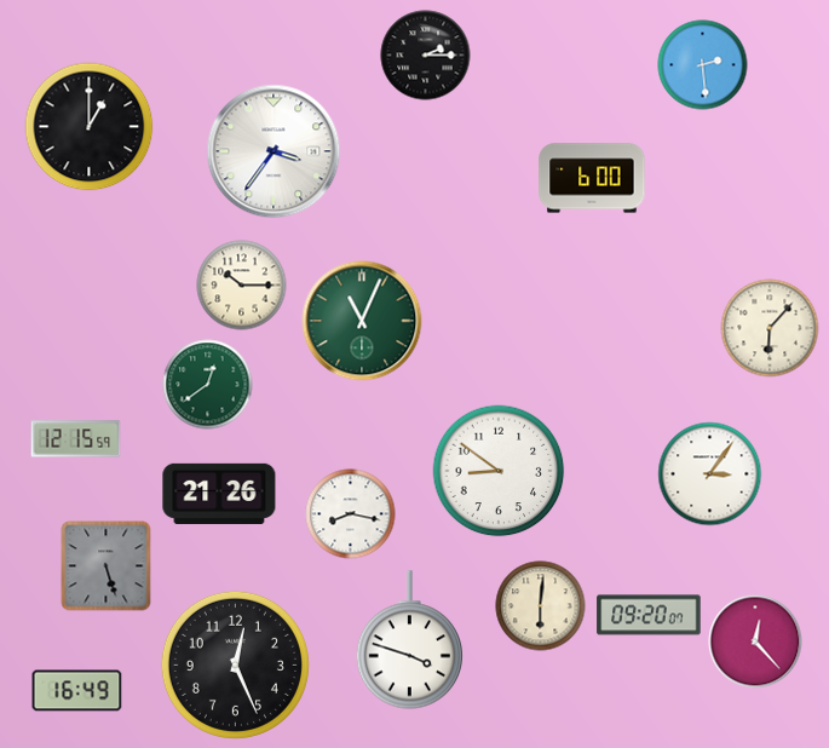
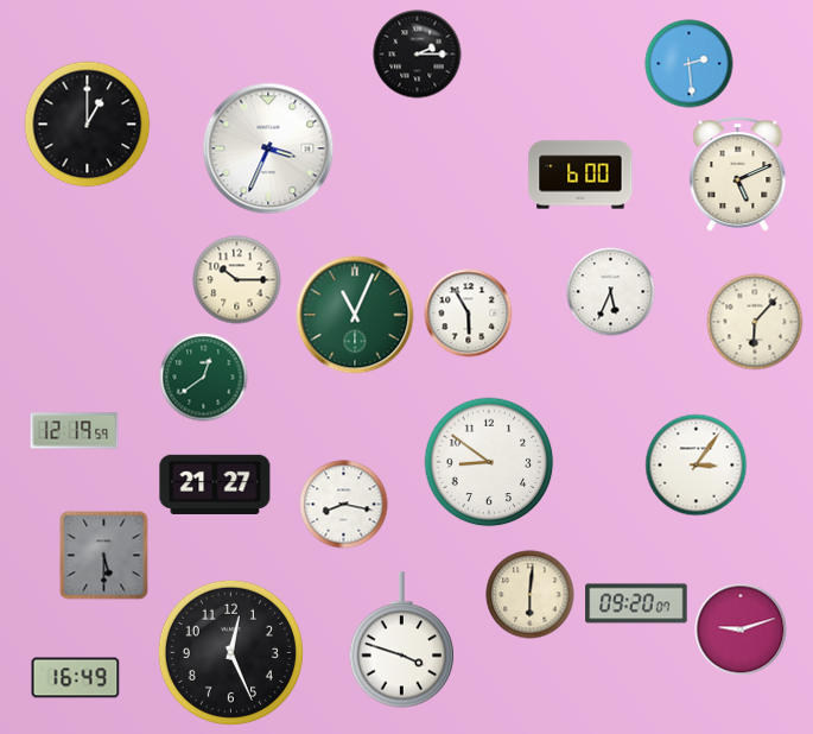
clock at (274, 151): 3:36 -> 3:34
clock at (738, 175): none -> 5:11
clock at (611, 292): none -> 5:34
clock at (469, 314): none -> 5:55
clock at (76, 439): 12:15 -> 12:19
clock at (219, 494): 21:26 -> 21:27
clock at (106, 566): 5:27 -> 5:30
clock at (409, 640) position: (409, 640) -> (401, 640)
clock at (755, 641): 12:23 -> 9:12
